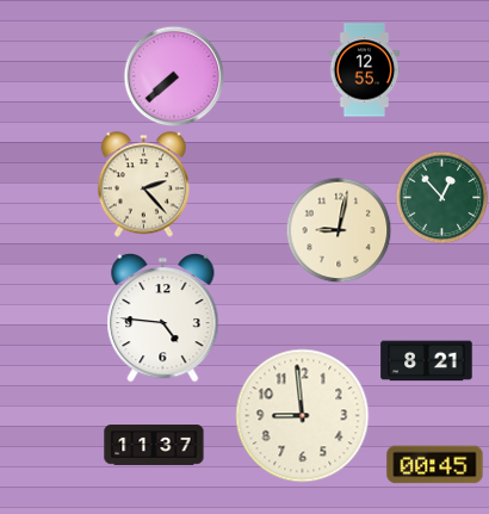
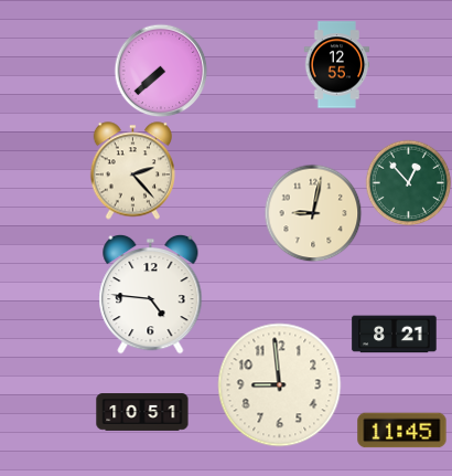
clock at (154, 445): 11:37 -> 10:51
clock at (435, 465): 00:45 -> 11:45
